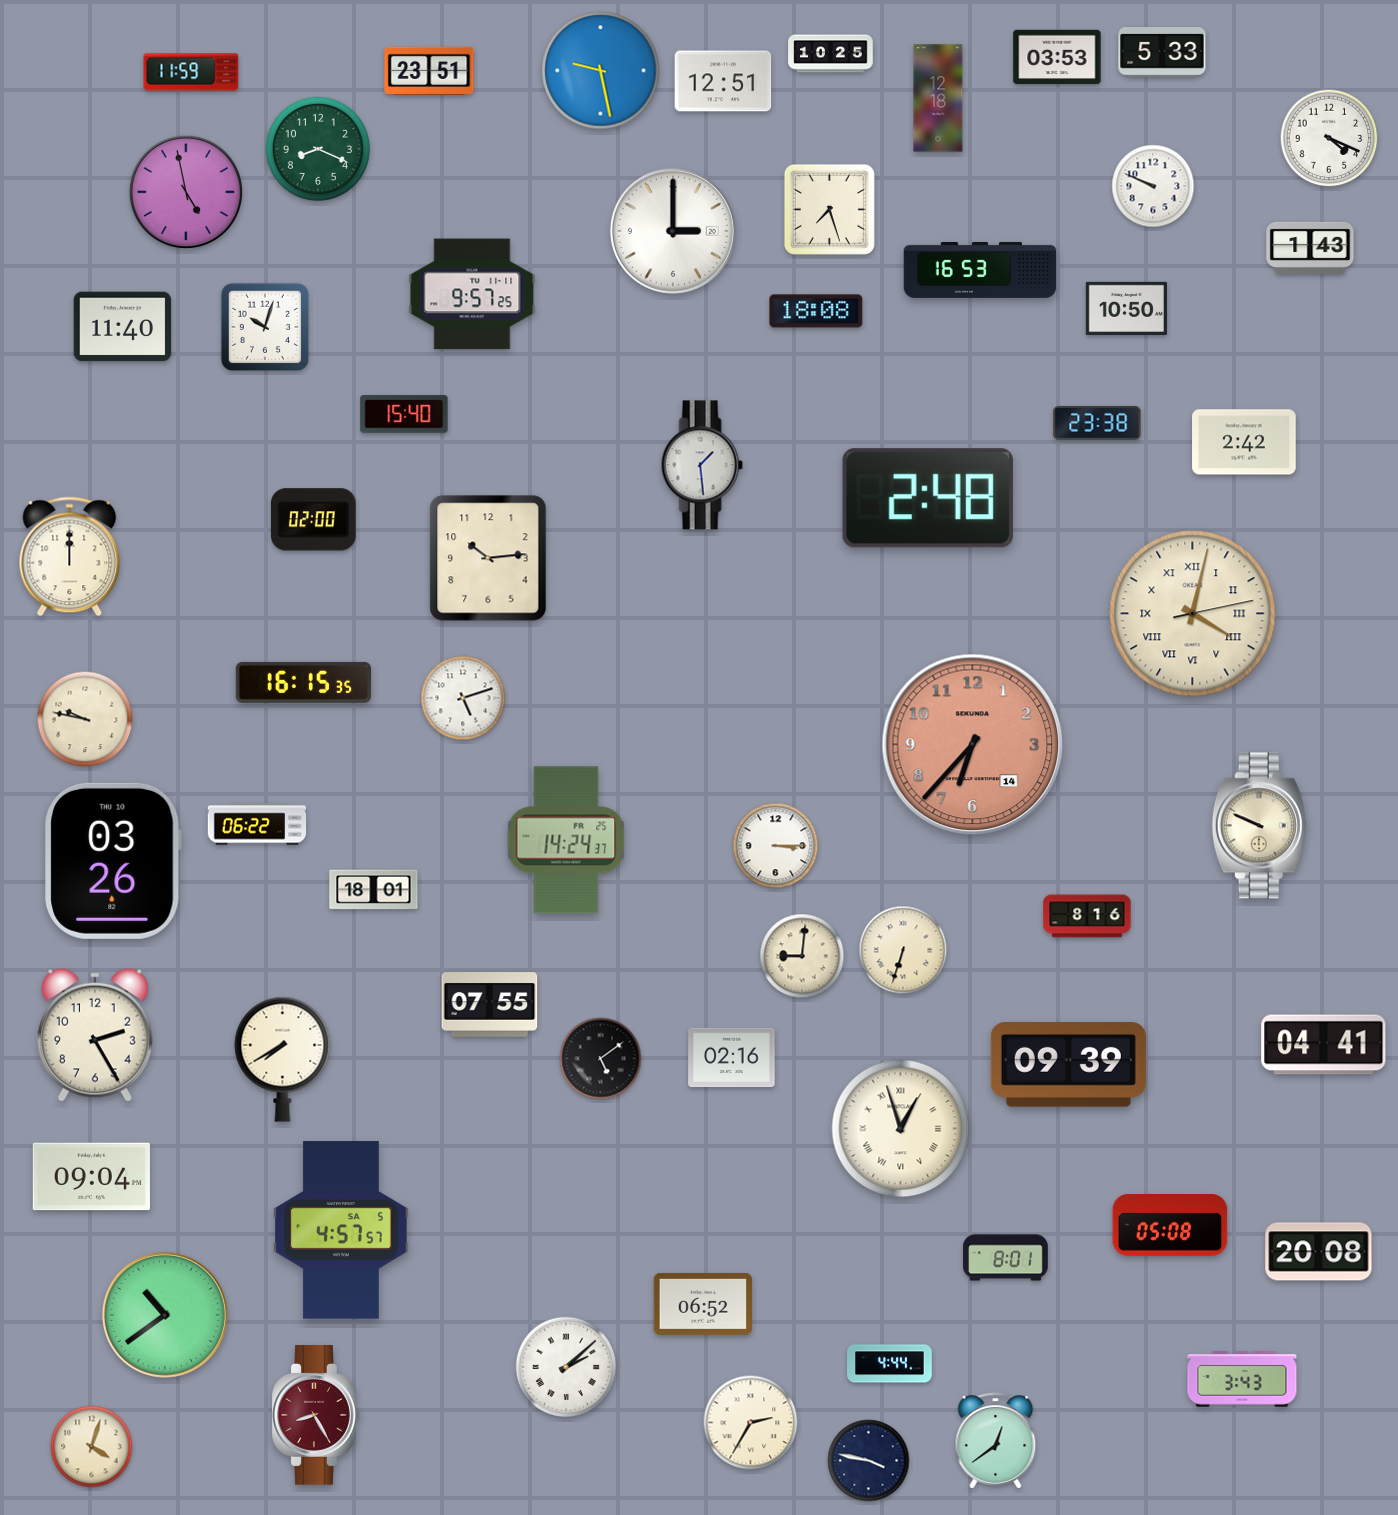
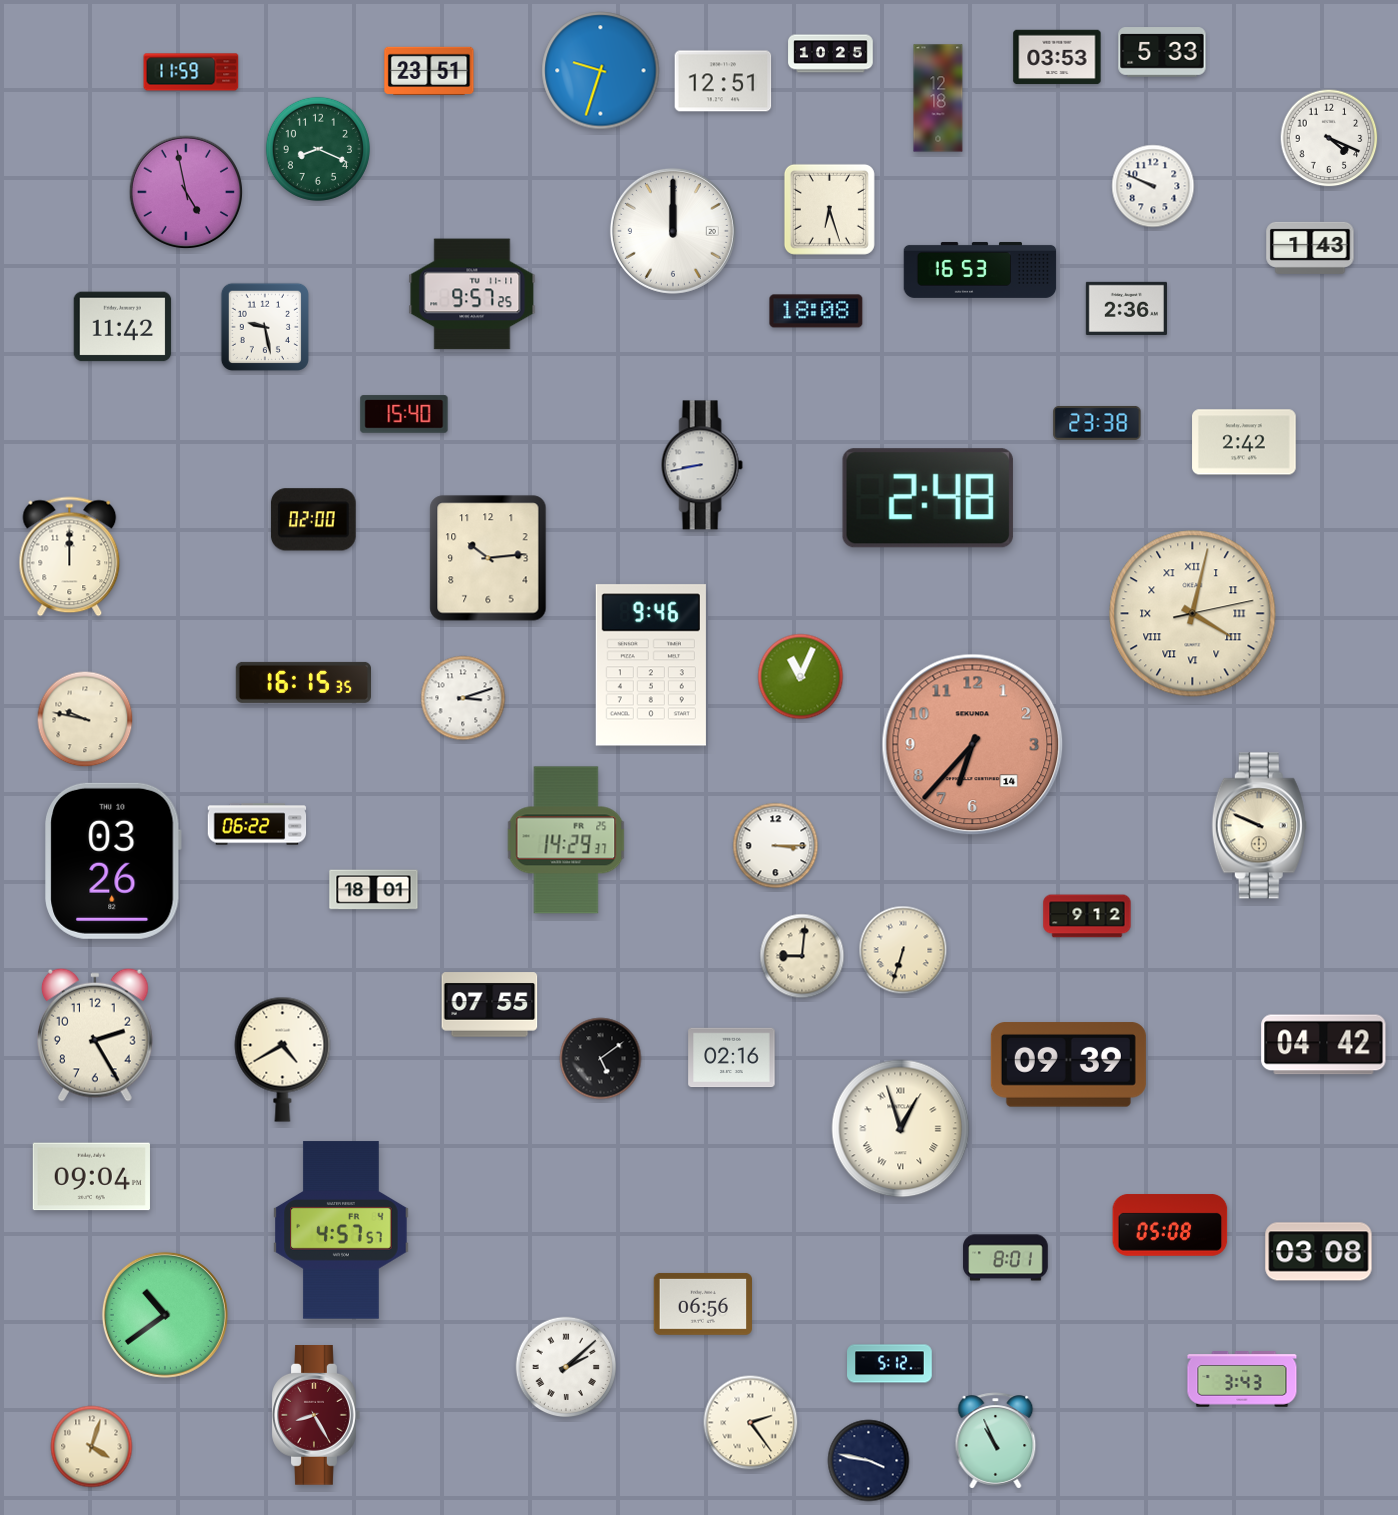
clock at (601, 71): 9:28 -> 9:33
clock at (829, 209): 7:27 -> 6:27
clock at (673, 231): 3:00 -> 12:00
clock at (1126, 308): 10:50 -> 2:36
clock at (123, 327): 11:40 -> 11:42
clock at (265, 327): 10:03 -> 9:28
clock at (702, 465): 1:29 -> 8:43
clock at (651, 665): none -> 9:46
clock at (801, 677): none -> 11:04
clock at (463, 698): 5:12 -> 3:12
clock at (566, 840): 14:24 -> 14:29
clock at (1087, 916): 8:16 -> 9:12
clock at (1324, 1045): 04:41 -> 04:42
clock at (283, 1059): 7:40 -> 4:40
clock at (341, 1230) date: SA 5 -> FR 4
clock at (1319, 1252): 20:08 -> 03:08
clock at (703, 1304): 06:52 -> 06:56
clock at (890, 1364): 4:44 -> 5:12
clock at (751, 1423): 2:35 -> 2:24
clock at (996, 1441): 12:39 -> 10:56
